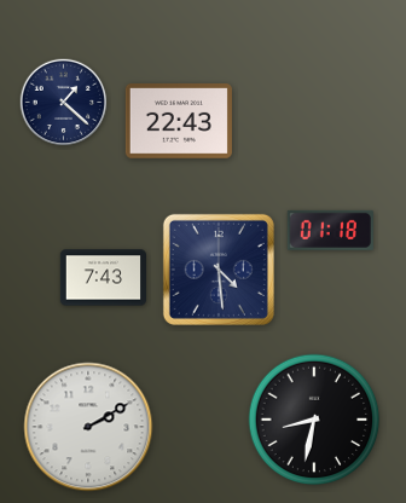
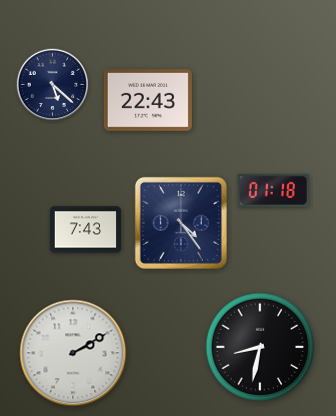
clock at (64, 103): 1:22 -> 5:22
clock at (219, 270): 4:29 -> 4:24
